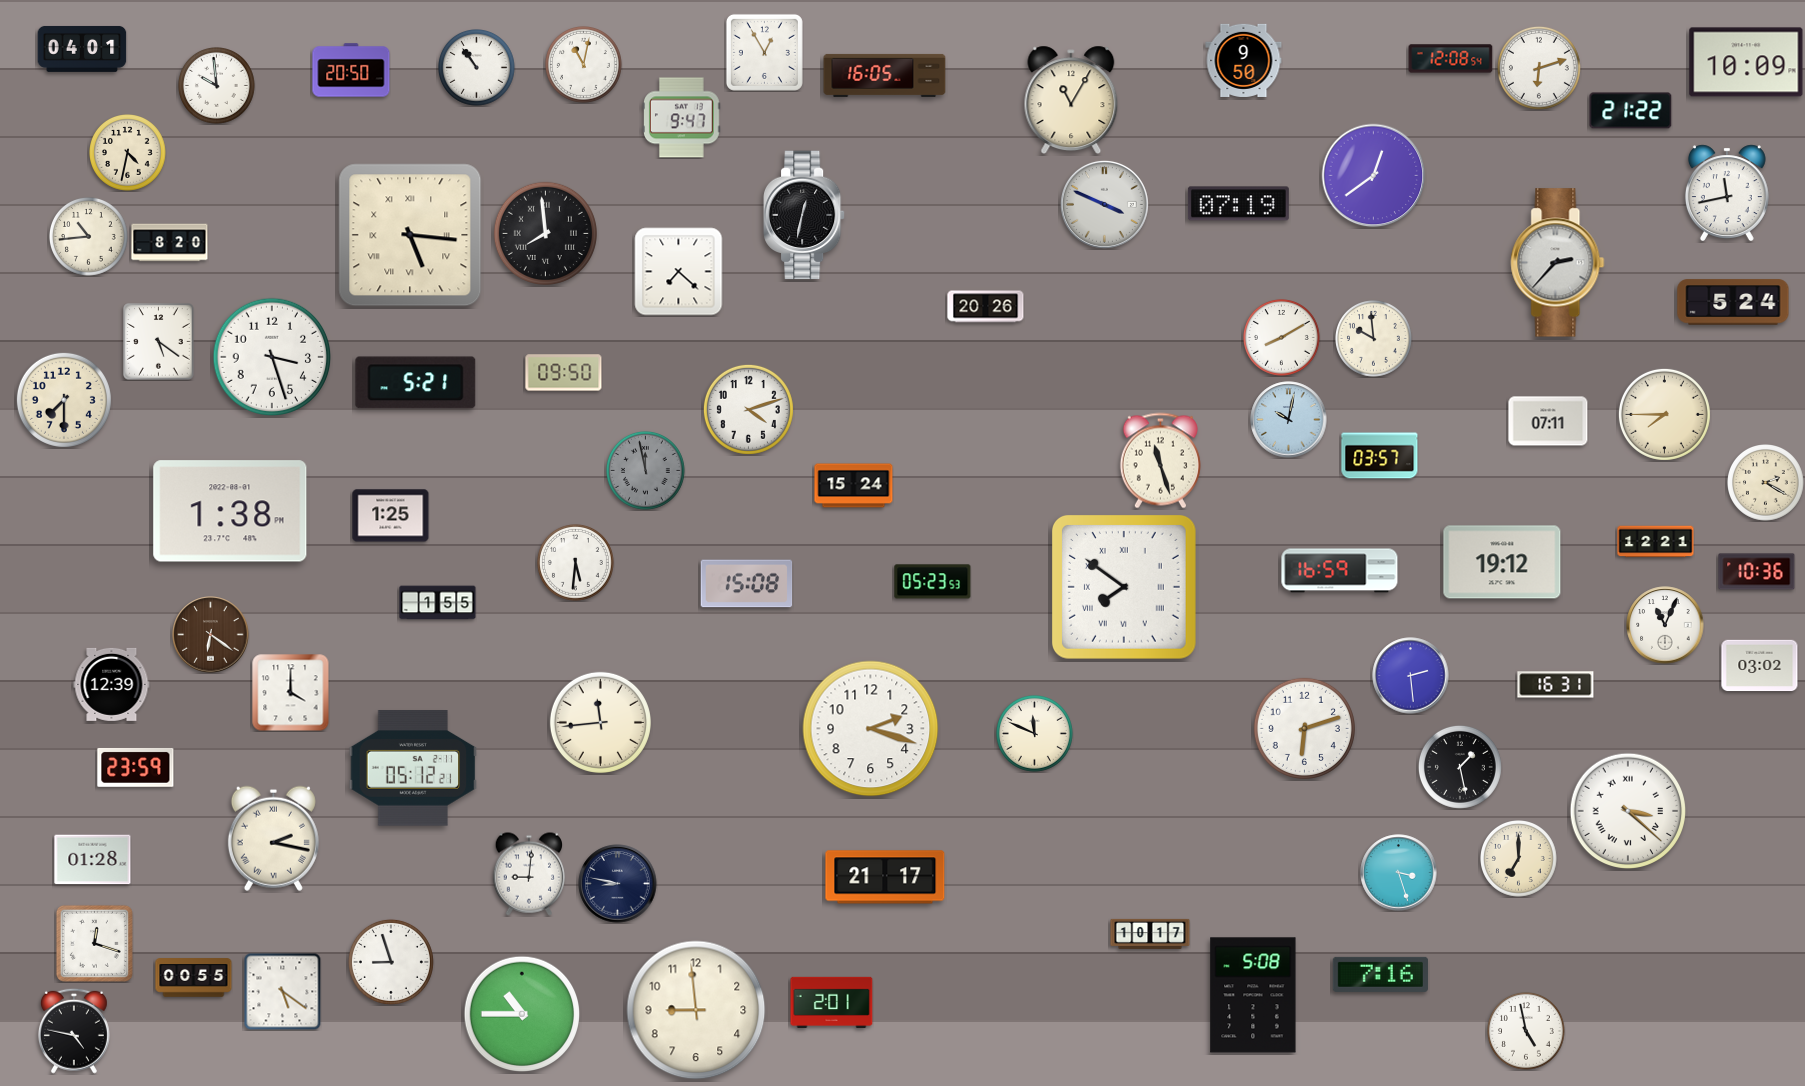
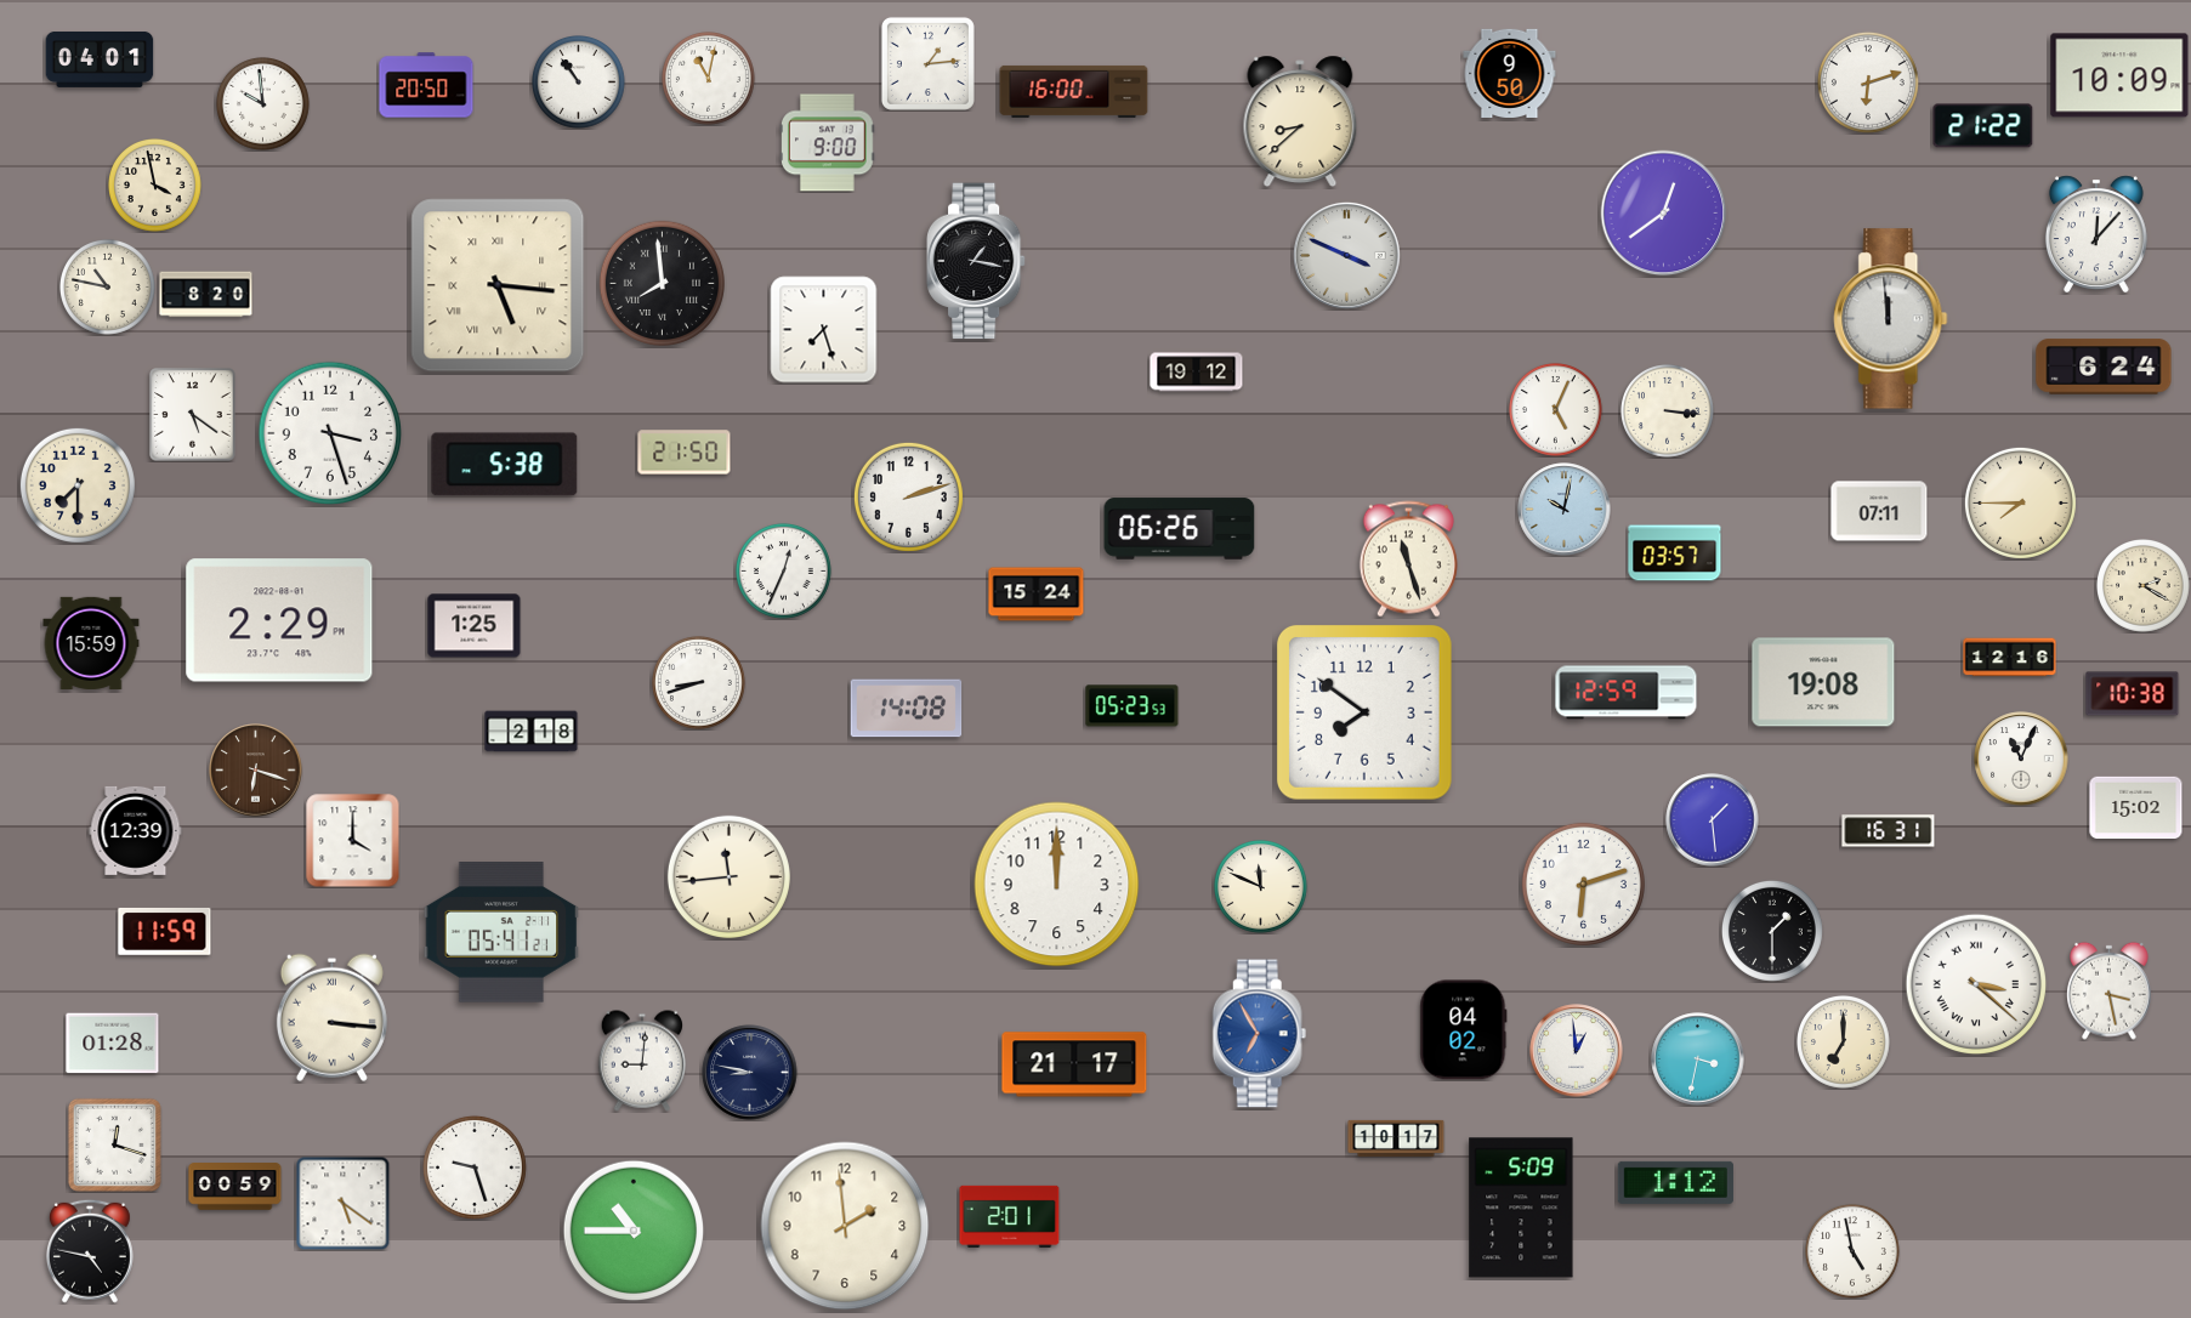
clock at (764, 52): 12:55 -> 1:14
clock at (1451, 59): 12:08 -> none
clock at (885, 75): 16:05 -> 16:00
clock at (1071, 99): 11:05 -> 8:38
clock at (1631, 111) position: (1631, 111) -> (1983, 126)
clock at (682, 118): 9:47 -> 9:00
clock at (128, 153): 4:32 -> 3:58
clock at (1374, 176) position: (1374, 176) -> (1664, 214)
clock at (1727, 192): 11:43 -> 12:07
clock at (1104, 204) position: (1104, 204) -> (1346, 255)
clock at (1238, 204): 07:19 -> none
clock at (804, 215): 12:32 -> 1:17
clock at (88, 236): 10:44 -> 10:47
clock at (1558, 263): 2:37 -> 11:59
clock at (679, 272): 7:22 -> 7:27
clock at (1733, 302): 5:24 -> 6:24
clock at (986, 307): 20:26 -> 19:12
clock at (1282, 338): 8:10 -> 5:04
clock at (1374, 339): 9:59 -> 3:16
clock at (564, 373): 09:50 -> 21:50
clock at (416, 383): 5:21 -> 5:38
clock at (748, 409): 4:12 -> 2:12
clock at (1180, 529): none -> 06:26
clock at (645, 470): 11:58 -> 12:34
clock at (645, 470) dial: grey -> white
clock at (854, 486) position: (854, 486) -> (1037, 595)
clock at (230, 511): 1:38 -> 2:29
clock at (91, 643): none -> 15:59
clock at (1656, 542): 12:21 -> 12:16
clock at (1502, 562): 19:12 -> 19:08
clock at (576, 563): 5:31 -> 8:42
clock at (1340, 571): 16:59 -> 12:59
clock at (1757, 572): 10:36 -> 10:38
clock at (747, 584): 15:08 -> 14:08
clock at (1124, 587) numerals: Roman -> Arabic
clock at (438, 603): 1:55 -> 2:18
clock at (211, 635): 6:21 -> 6:18
clock at (1760, 666): 03:02 -> 15:02
clock at (1411, 676): 2:29 -> 1:29
clock at (871, 729): 2:18 -> 12:00
clock at (1035, 734) position: (1035, 734) -> (1261, 887)
clock at (1460, 767): 1:28 -> 1:30
clock at (136, 768): 23:59 -> 11:59
clock at (413, 768): 05:12 -> 05:41
clock at (2110, 990): none -> 3:28
clock at (273, 838): 2:17 -> 3:16
clock at (1464, 1030): none -> 04:02
clock at (1260, 1034): none -> 6:55
clock at (1577, 1051): none -> 12:59
clock at (1399, 873): 3:27 -> 3:32
clock at (1150, 934) position: (1150, 934) -> (1396, 1138)
clock at (391, 962): 8:57 -> 9:27
clock at (1380, 974): 7:16 -> 1:12
clock at (194, 978): 00:55 -> 00:59
clock at (1253, 995): 5:08 -> 5:09
clock at (696, 1010): 8:59 -> 1:59
